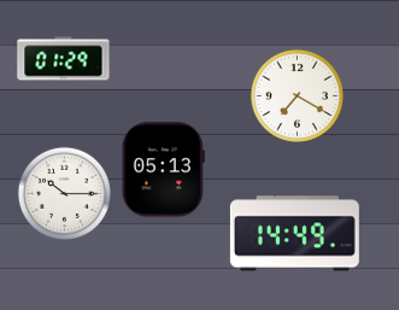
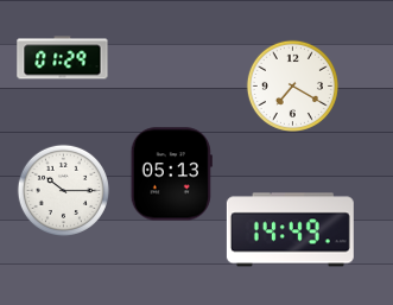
clock at (297, 95) position: (297, 95) -> (292, 85)
clock at (163, 170) position: (163, 170) -> (171, 174)
